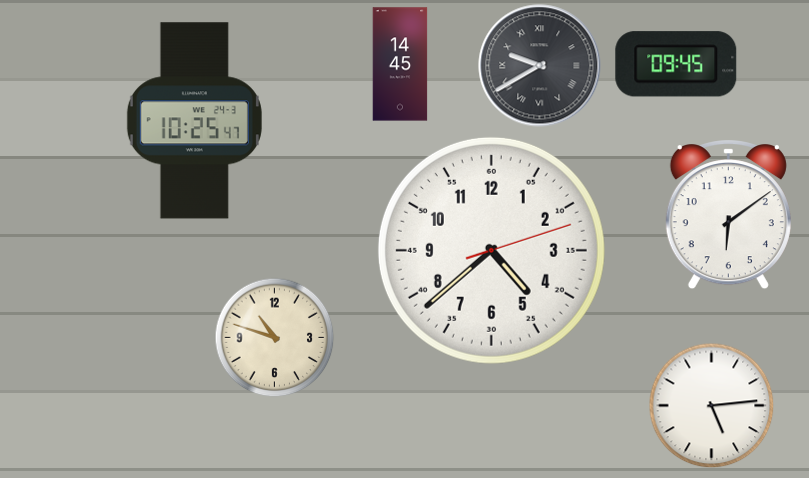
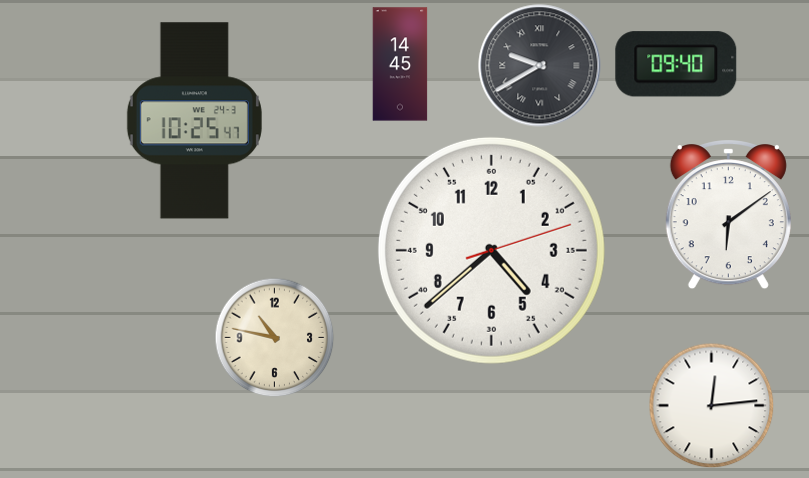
clock at (676, 64): 09:45 -> 09:40
clock at (275, 338): 10:48 -> 10:47
clock at (712, 406): 5:14 -> 12:14
